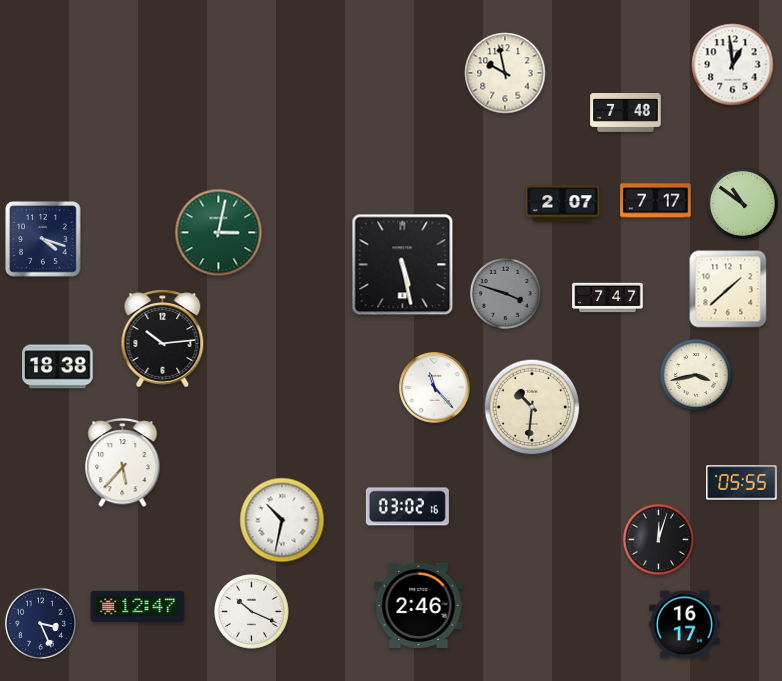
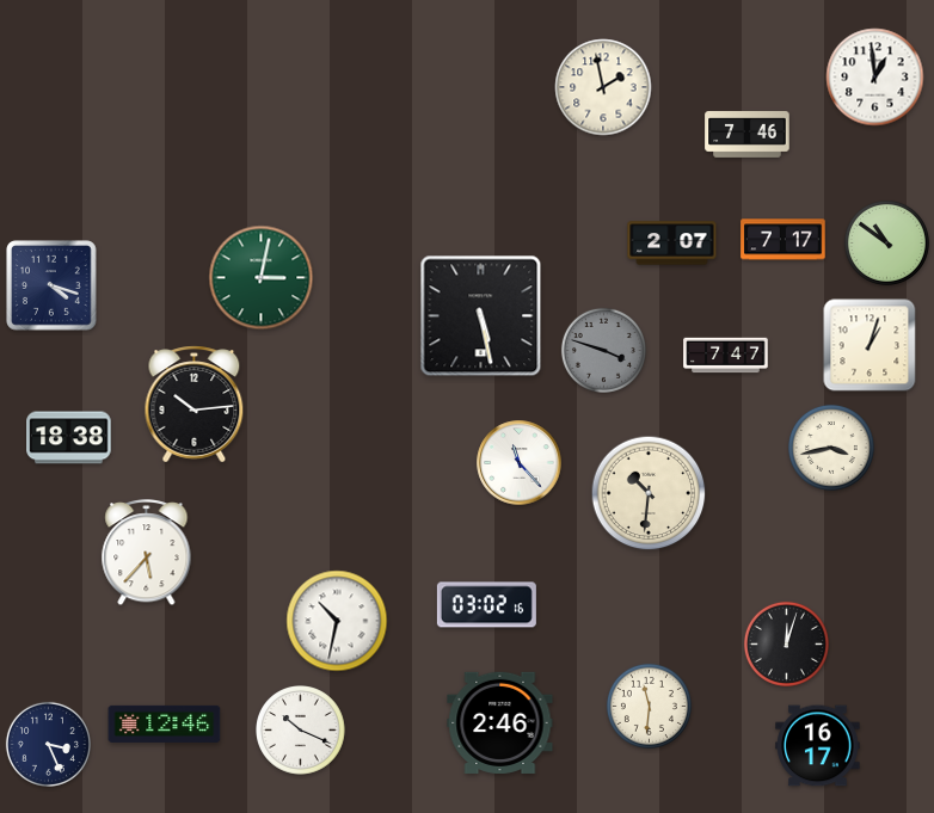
clock at (505, 73): 9:58 -> 1:58
clock at (626, 113): 7:48 -> 7:46
clock at (728, 289): 1:38 -> 1:03
clock at (532, 407) position: (532, 407) -> (649, 493)
clock at (742, 483): 05:55 -> none
clock at (649, 706): none -> 11:31
clock at (138, 606): 12:47 -> 12:46
